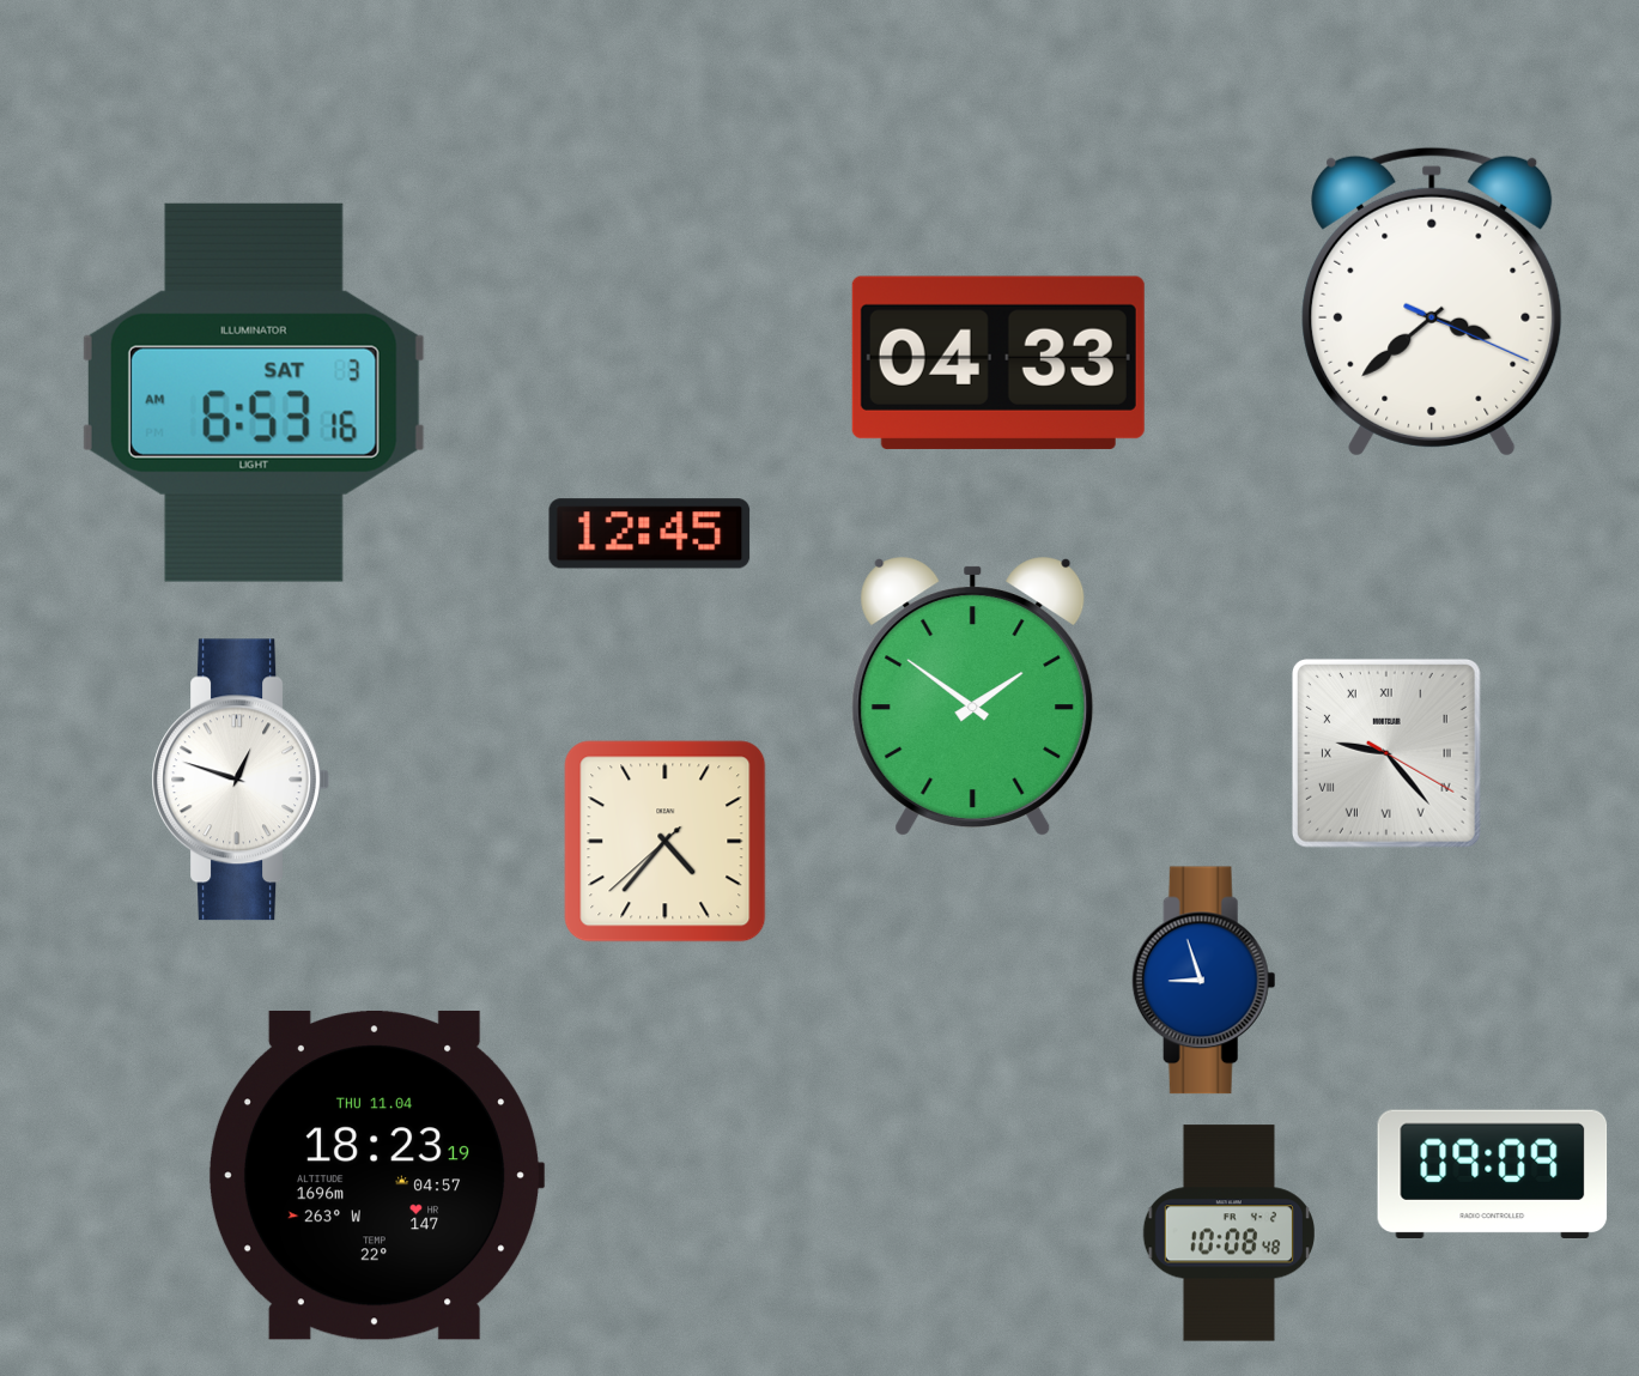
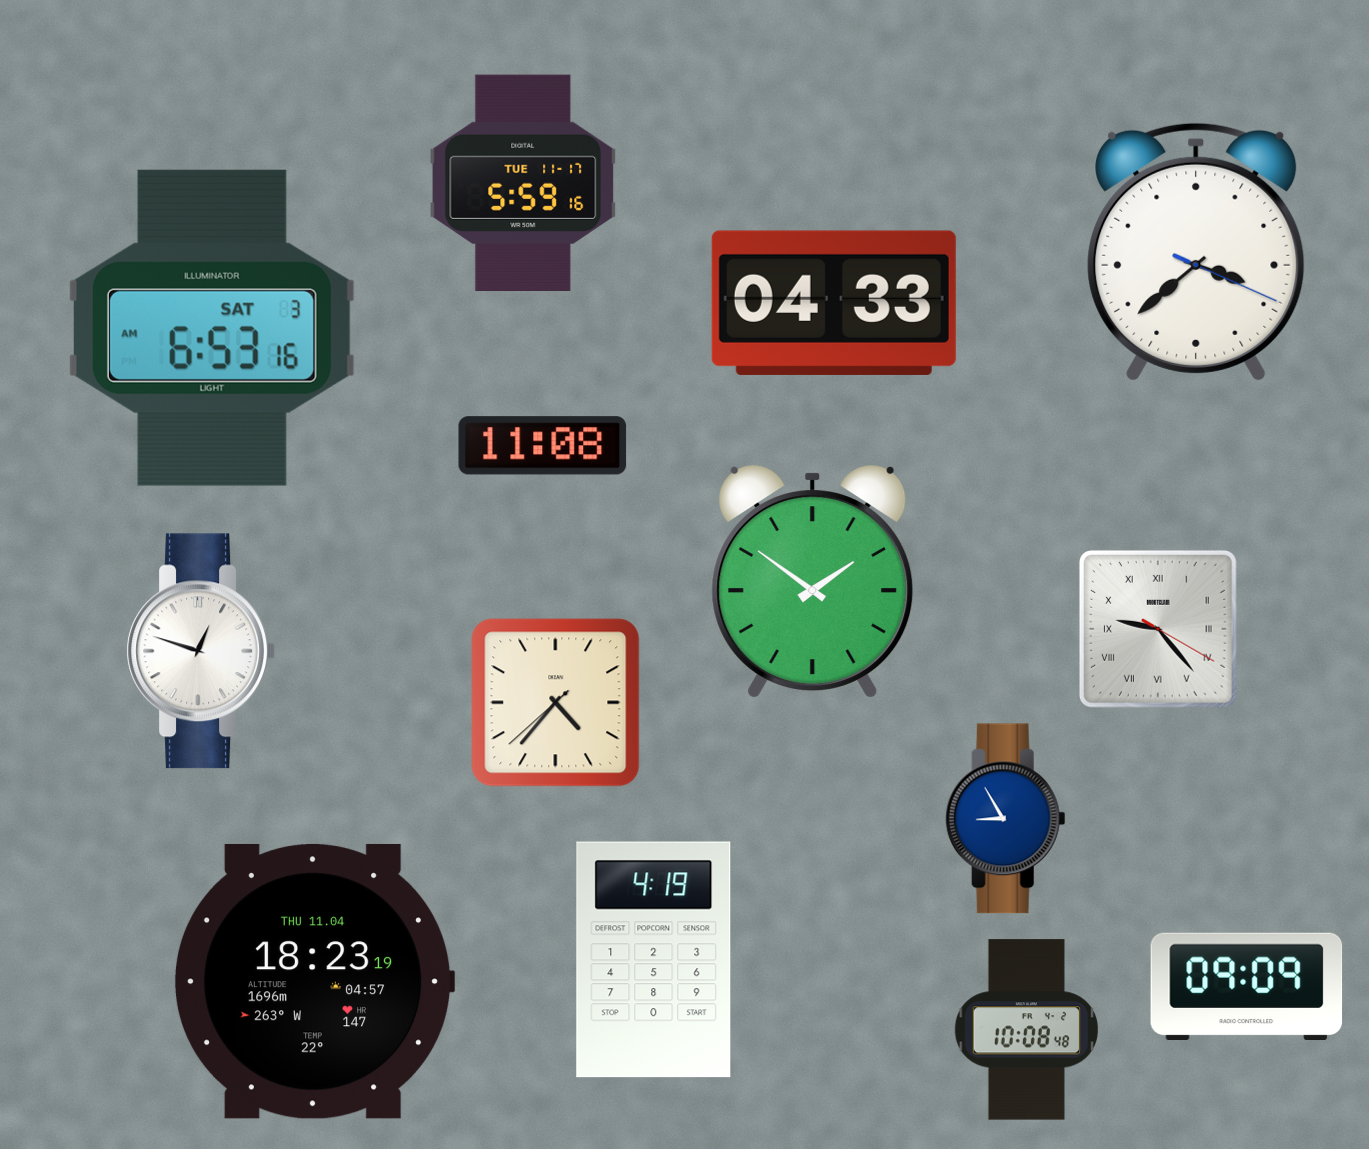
clock at (523, 182): none -> 5:59
clock at (650, 534): 12:45 -> 11:08
clock at (1203, 981): 8:57 -> 8:55
clock at (654, 960): none -> 4:19
clock at (1493, 1175) position: (1493, 1175) -> (1247, 987)
